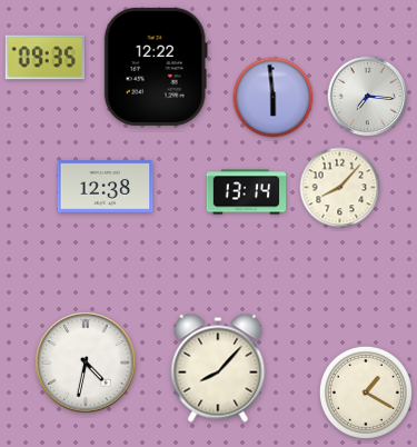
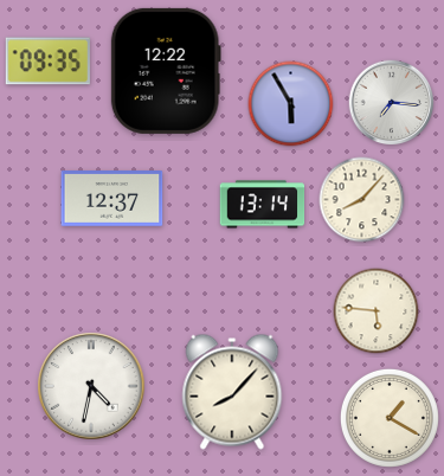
clock at (274, 98): 5:59 -> 5:55
clock at (106, 187): 12:38 -> 12:37
clock at (377, 311): none -> 5:46
